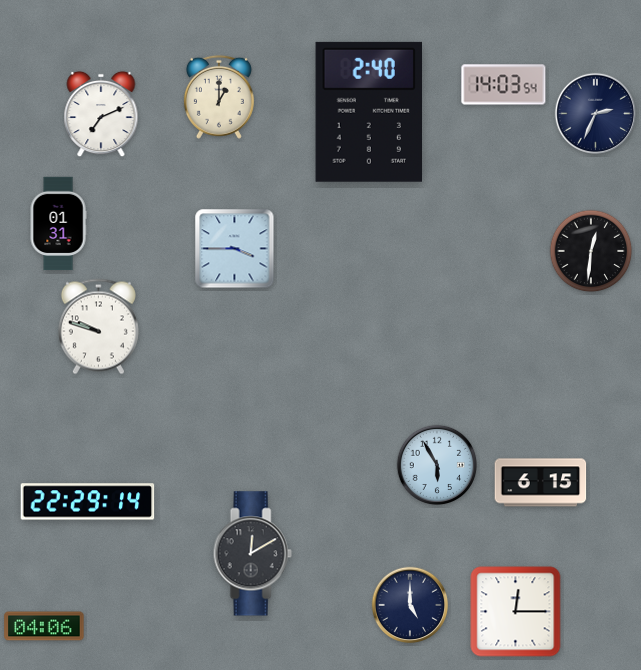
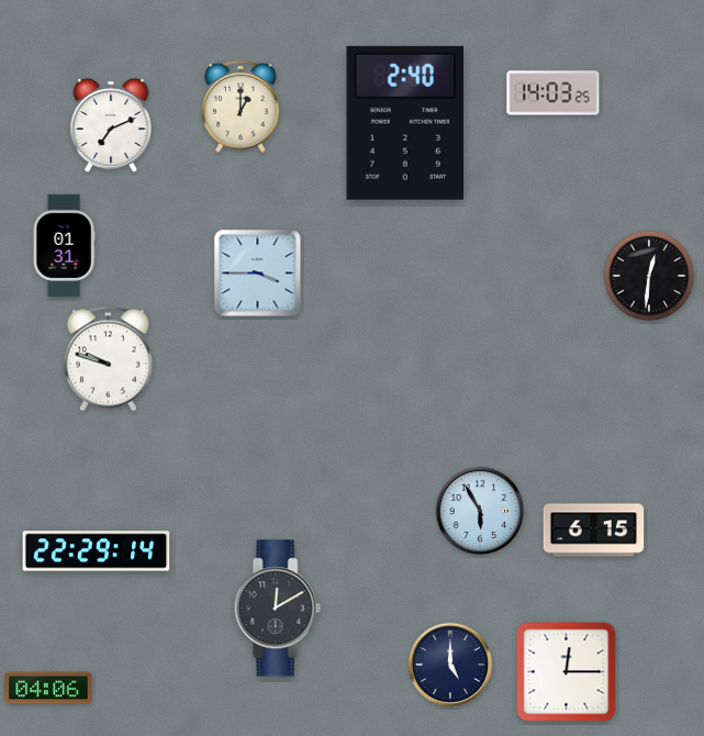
clock at (504, 85): 14:03:54 -> 14:03:25
clock at (596, 114): 2:34 -> none
